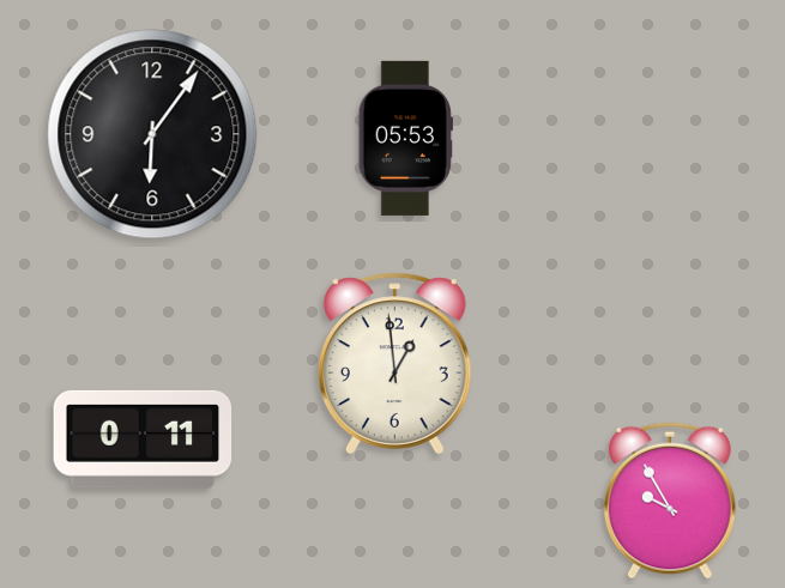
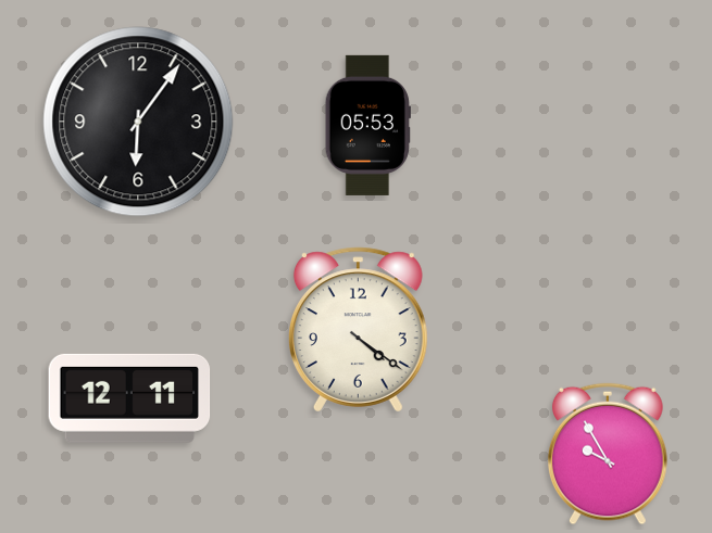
clock at (394, 364): 12:59 -> 4:21
clock at (143, 440): 0:11 -> 12:11
